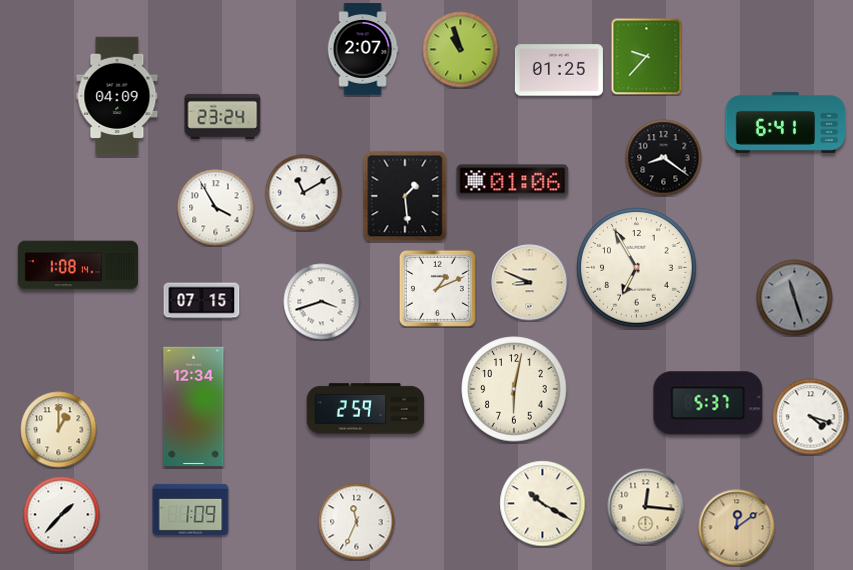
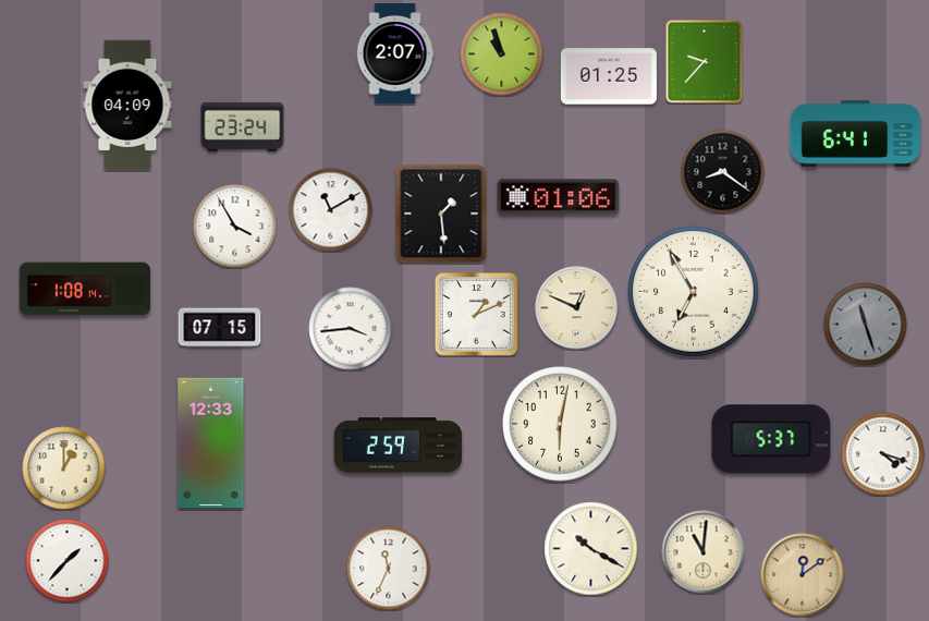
clock at (530, 283): 8:49 -> 12:49
clock at (322, 302): 3:42 -> 3:44
clock at (194, 407): 12:34 -> 12:33
clock at (646, 507): 12:16 -> 11:01
clock at (191, 509): 1:09 -> none
